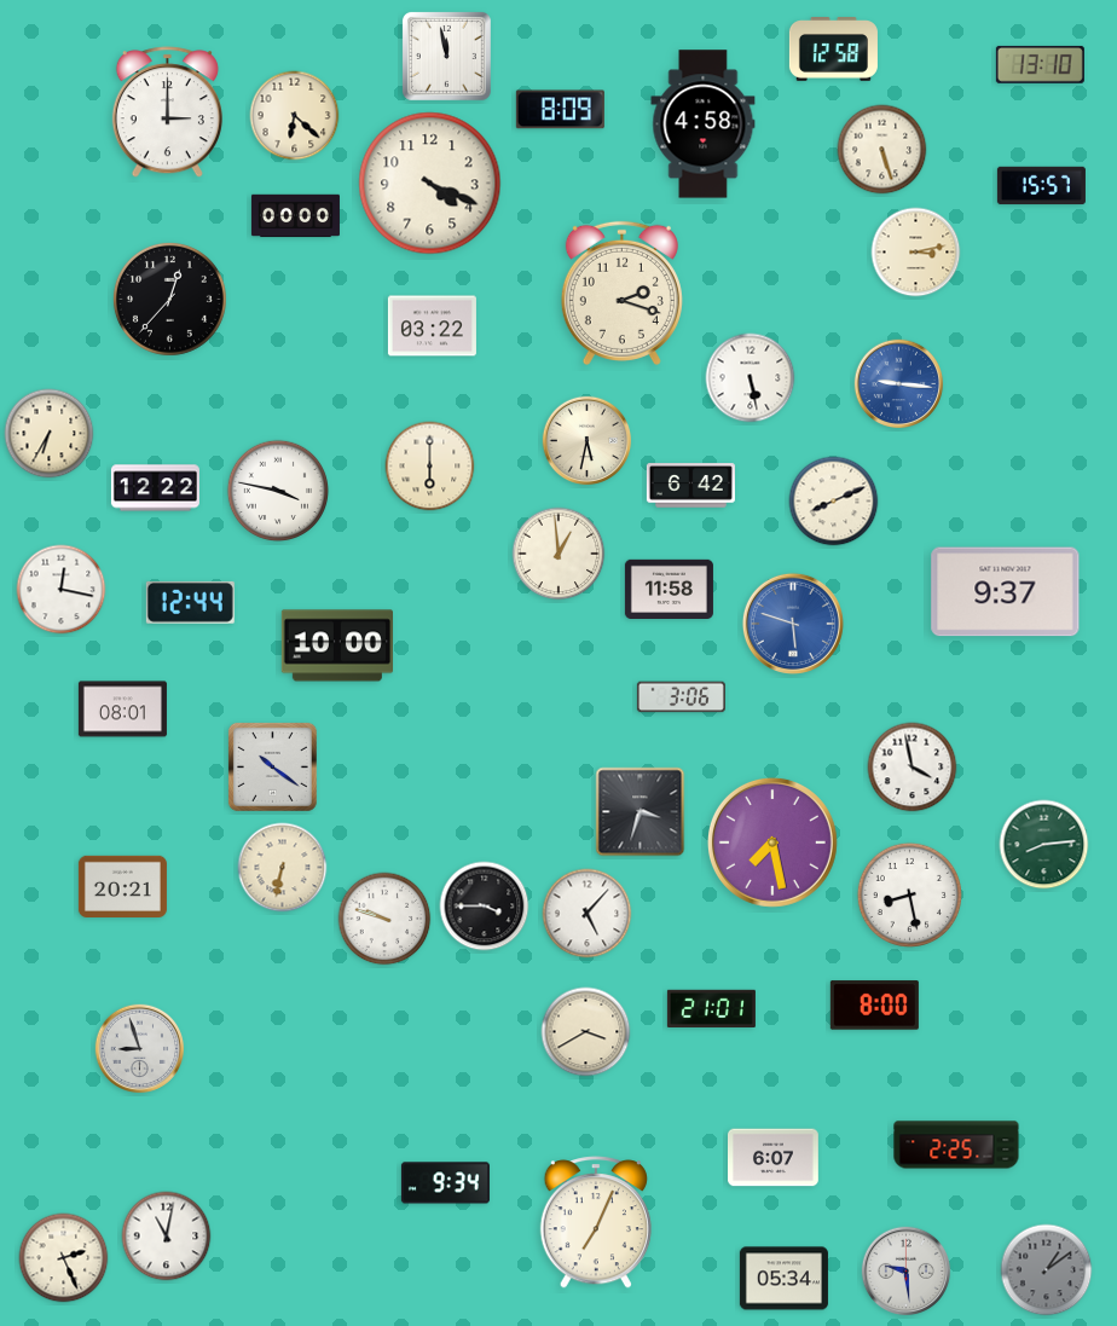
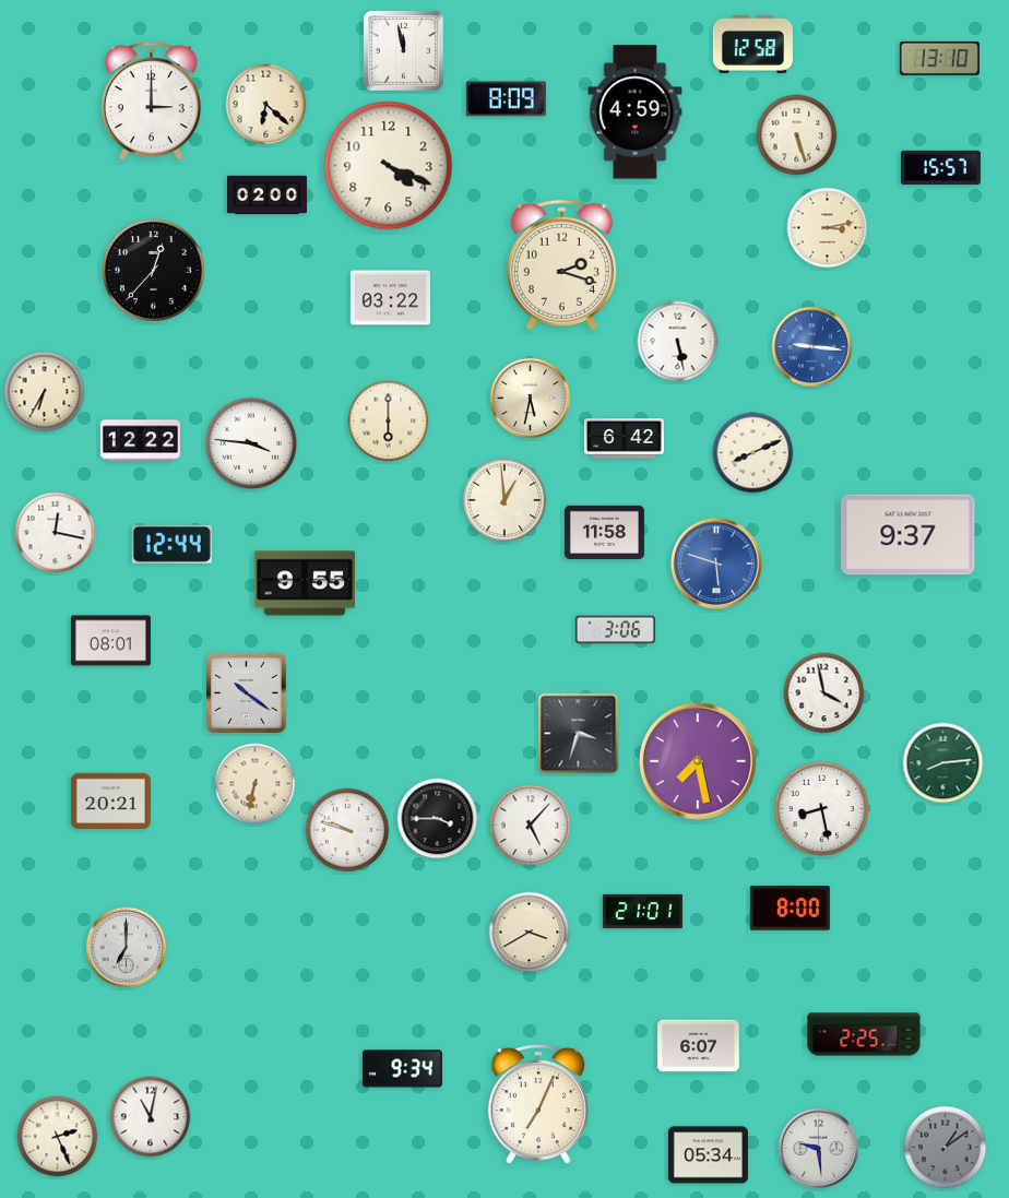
clock at (704, 125): 4:58 -> 4:59
clock at (295, 216): 00:00 -> 02:00
clock at (432, 326) position: (432, 326) -> (390, 298)
clock at (278, 491): 3:47 -> 3:46
clock at (336, 645): 10:00 -> 9:55
clock at (140, 1049): 8:57 -> 7:00
